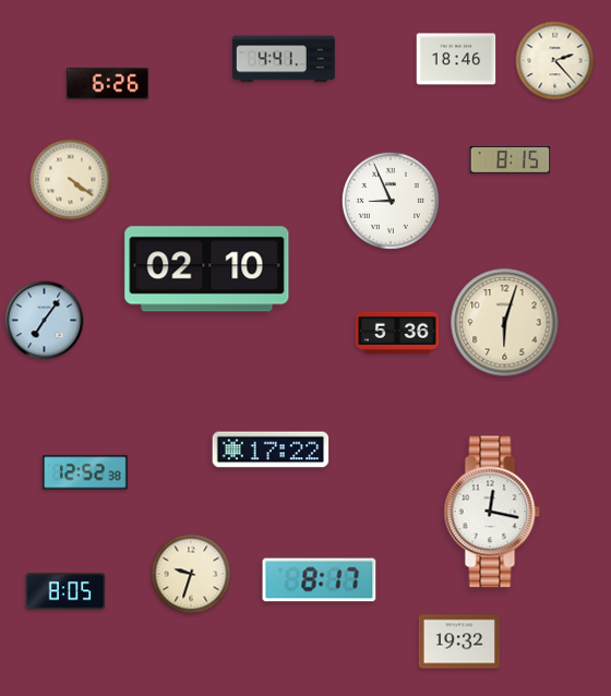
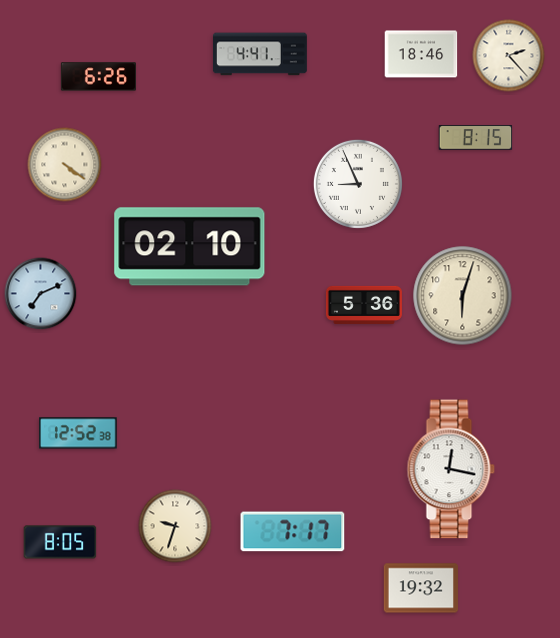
clock at (456, 59) position: (456, 59) -> (421, 54)
clock at (511, 160) position: (511, 160) -> (476, 138)
clock at (45, 321): 7:06 -> 7:11
clock at (271, 449): 17:22 -> none
clock at (320, 580): 8:17 -> 7:17
